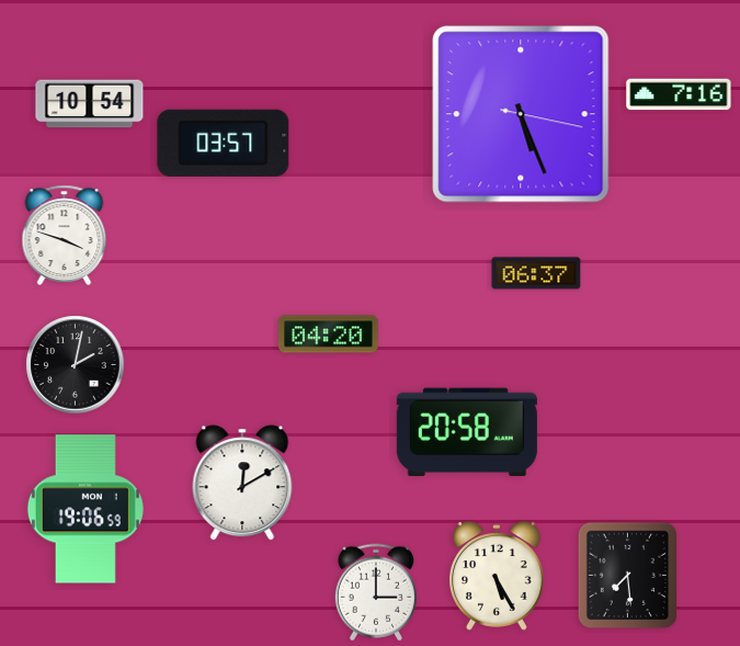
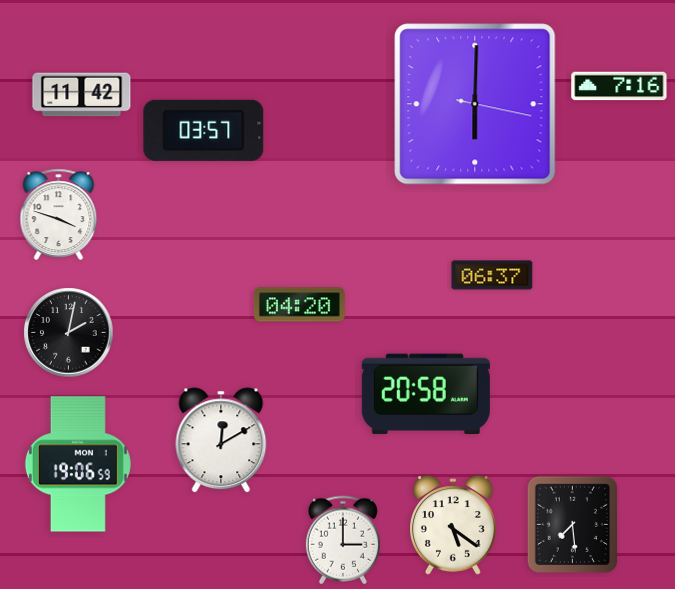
clock at (90, 104): 10:54 -> 11:42
clock at (521, 114): 5:26 -> 6:00
clock at (536, 273) position: (536, 273) -> (492, 275)
clock at (498, 576): 5:25 -> 5:21
